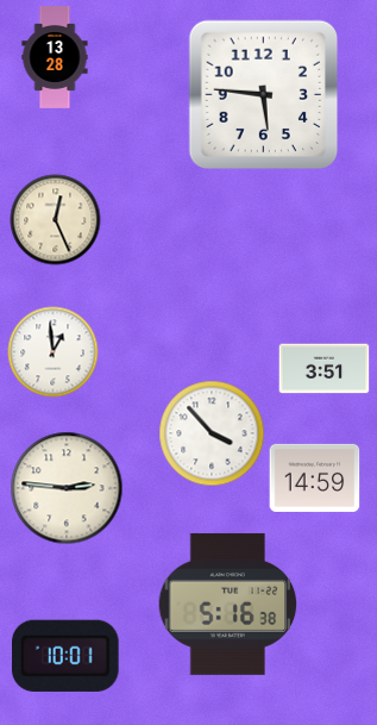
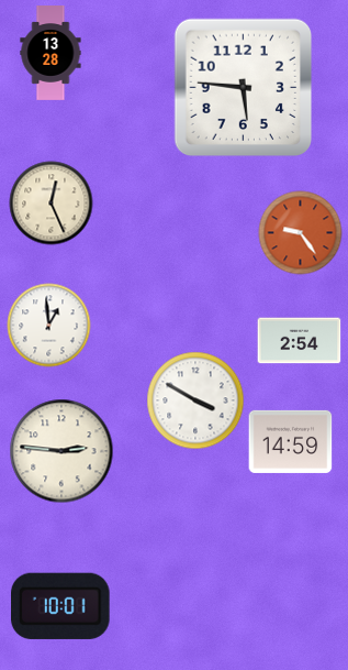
clock at (301, 233): none -> 9:24
clock at (325, 369): 3:51 -> 2:54
clock at (212, 433): 3:53 -> 3:50
clock at (228, 604): 5:16 -> none
